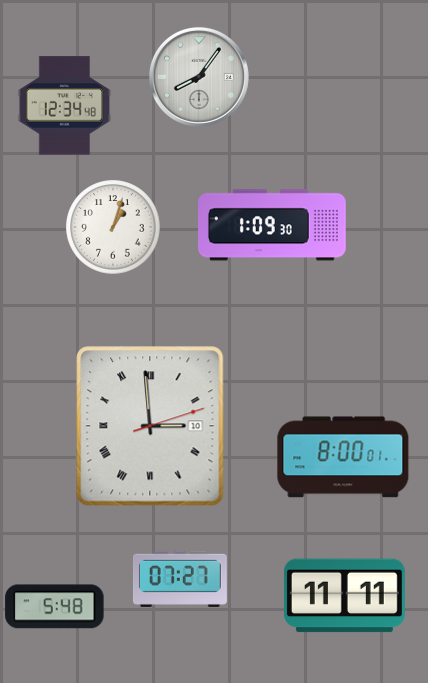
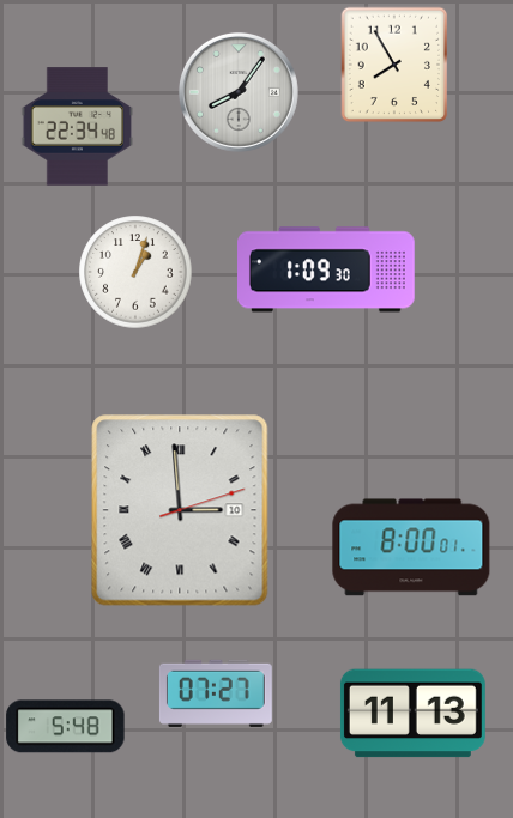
clock at (394, 65): none -> 7:55
clock at (65, 106): 12:34 -> 22:34
clock at (344, 596): 11:11 -> 11:13
